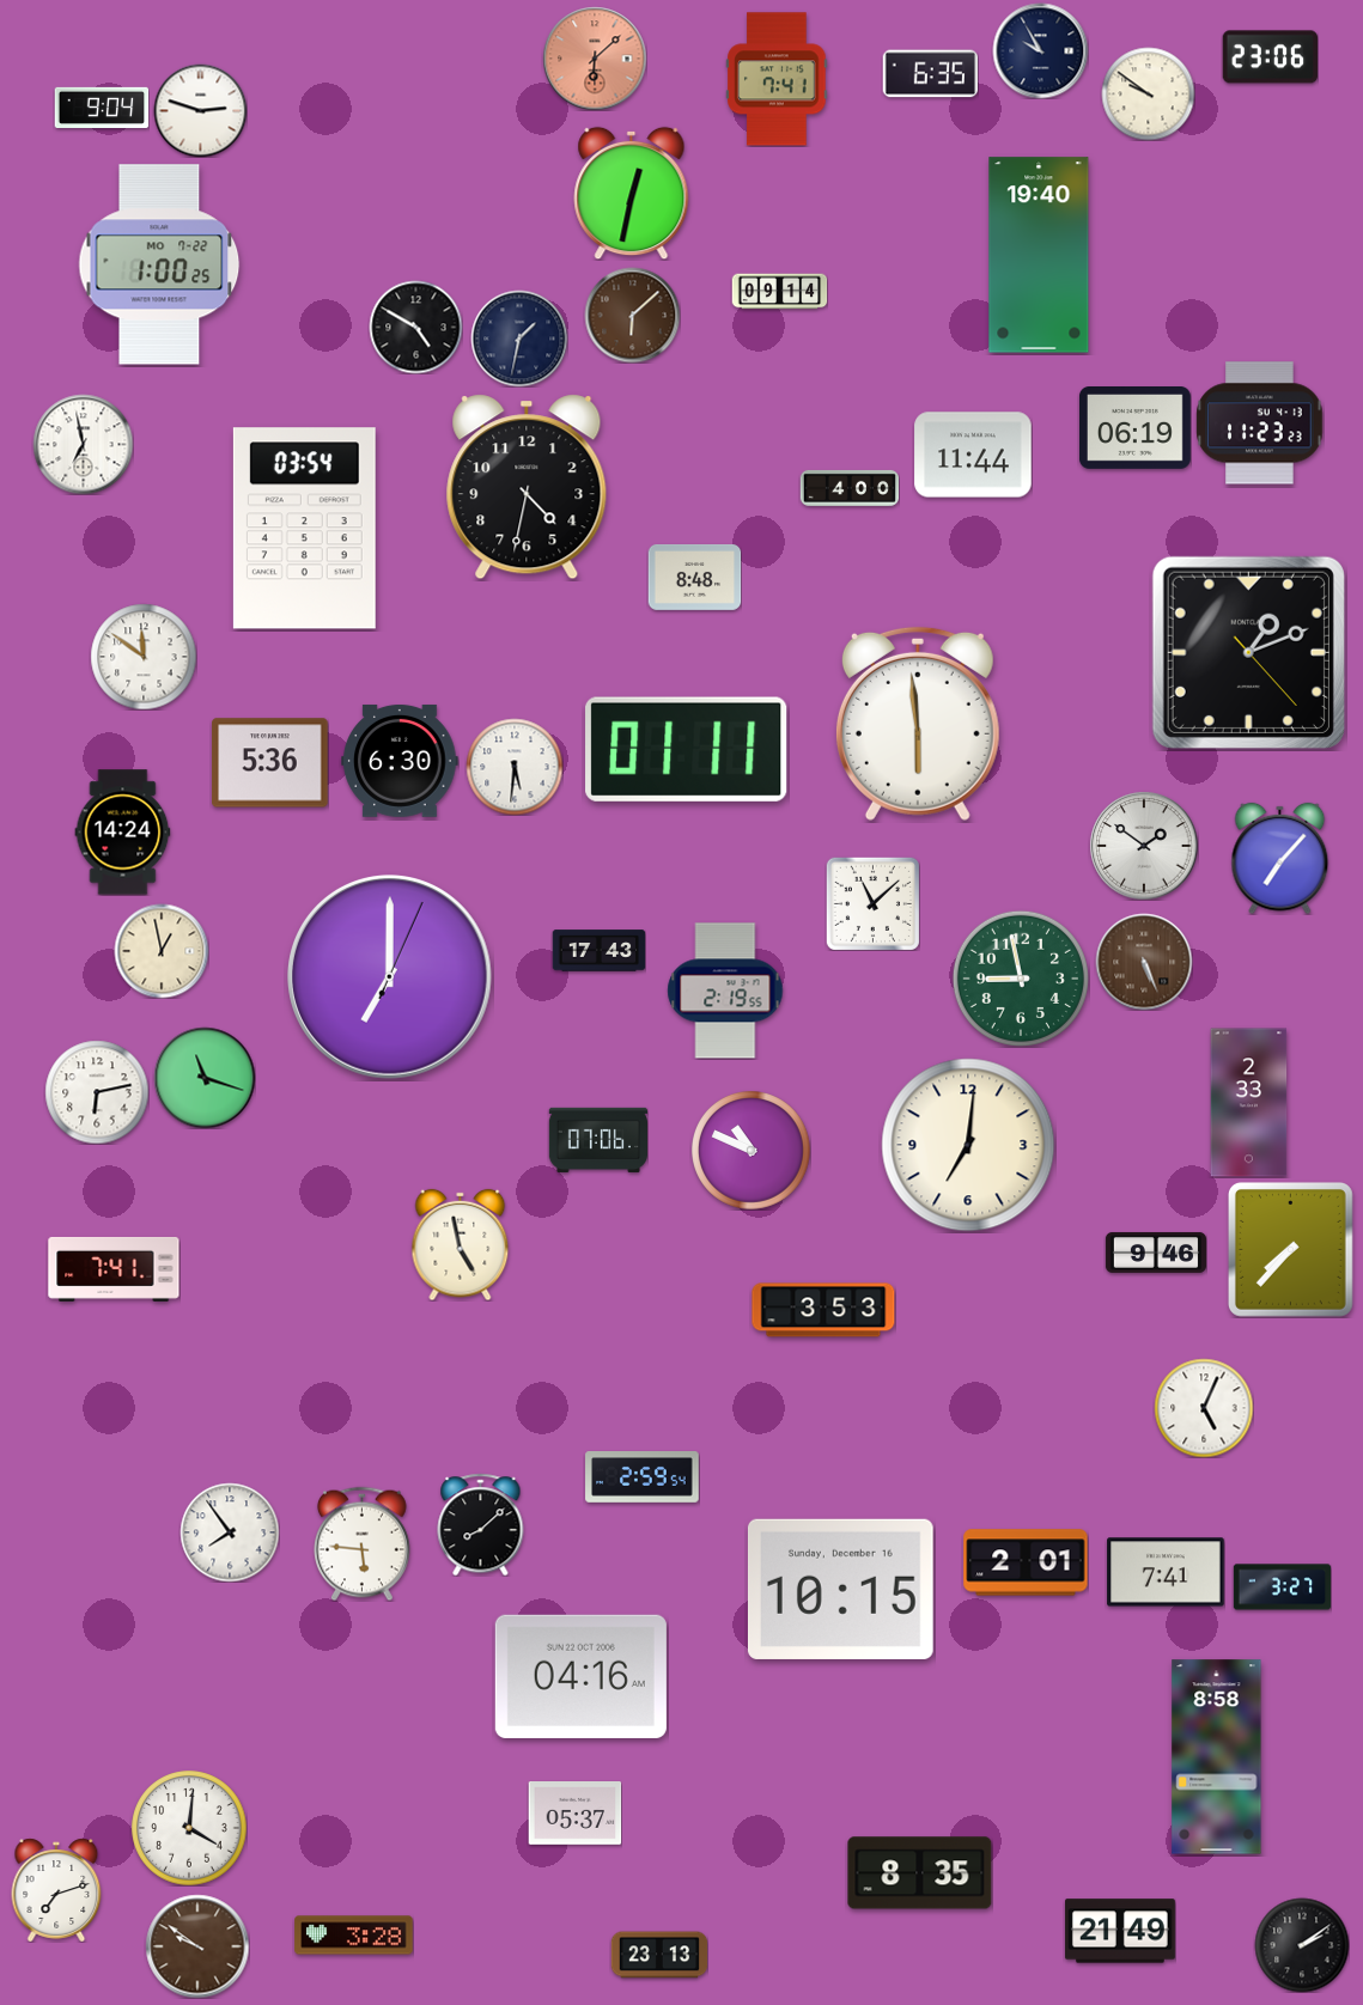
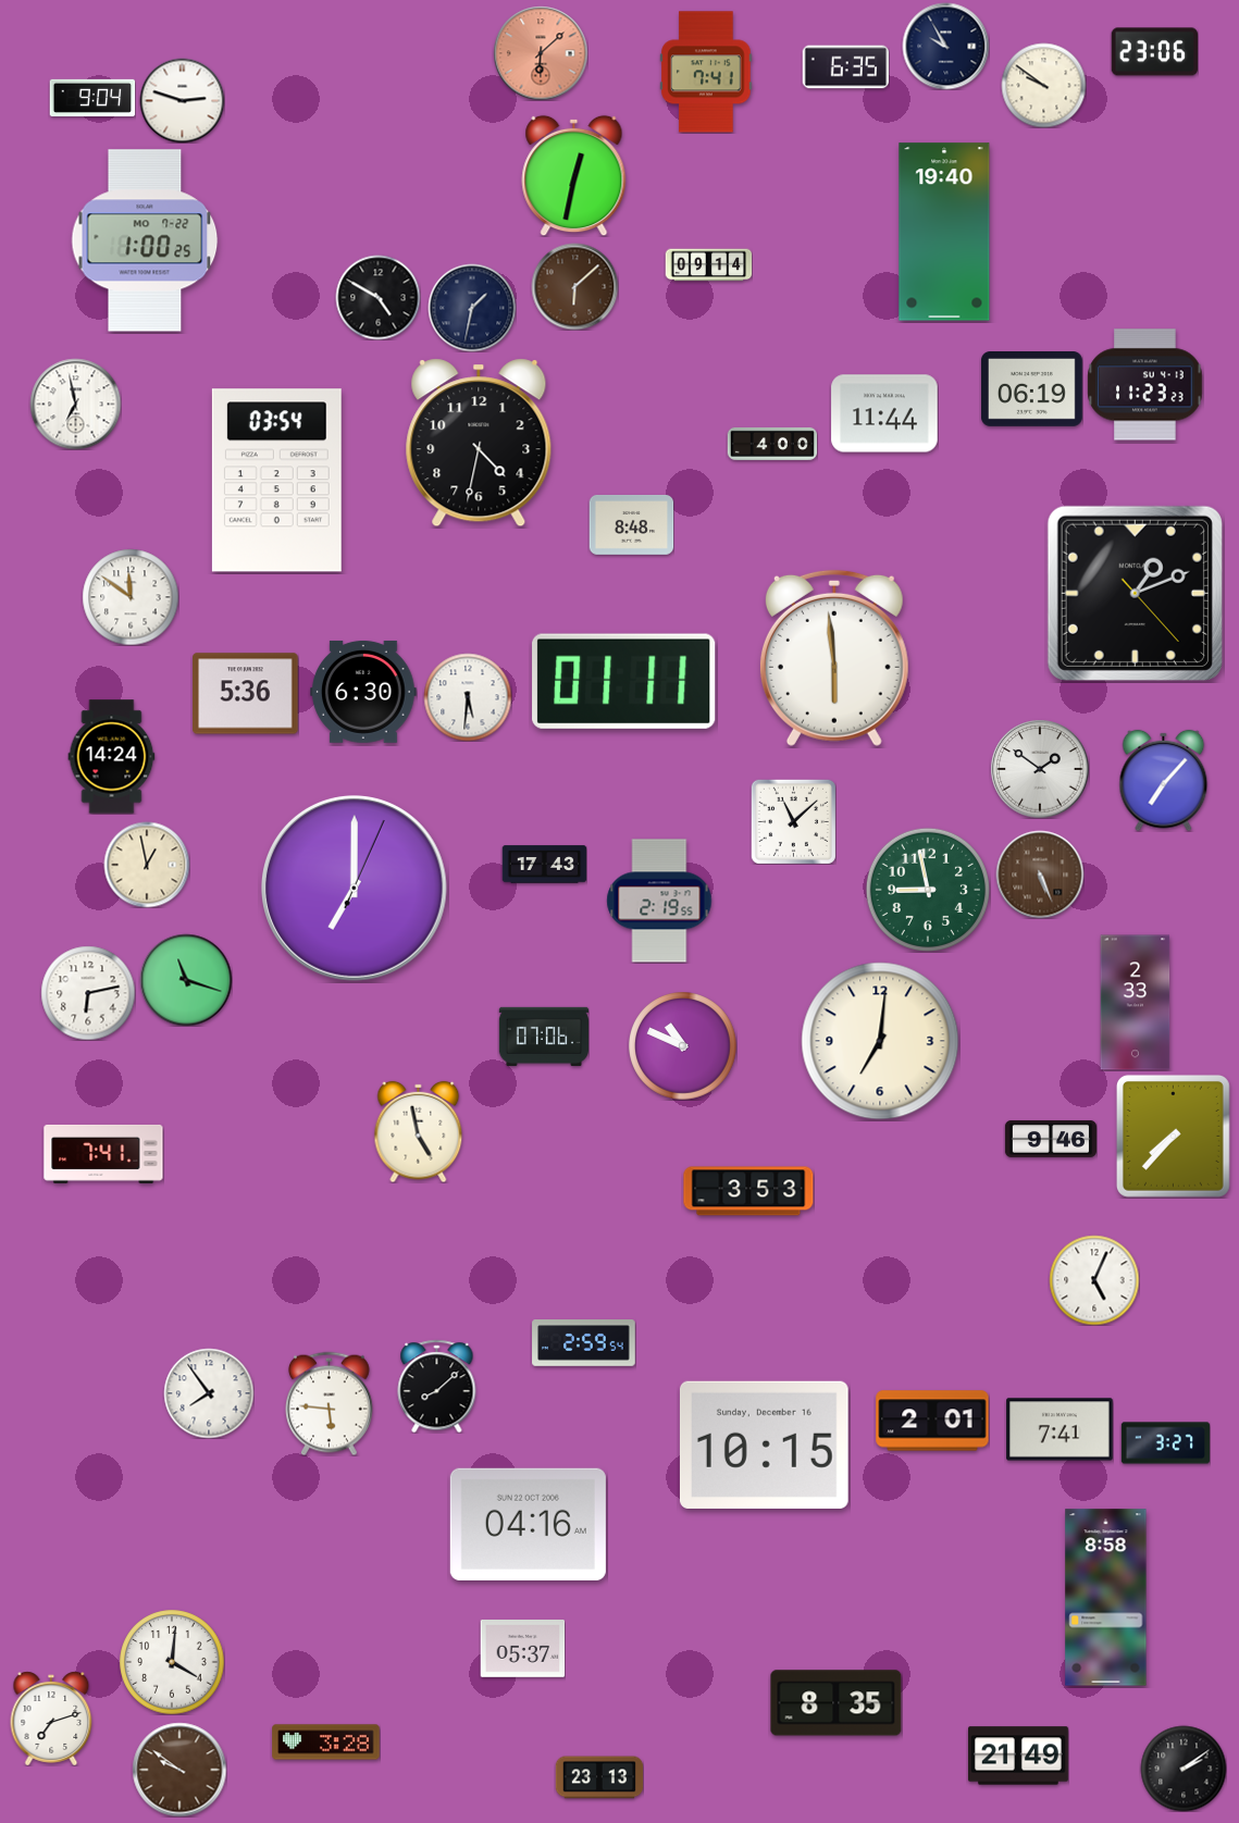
clock at (354, 1936) position: (354, 1936) -> (326, 1743)
